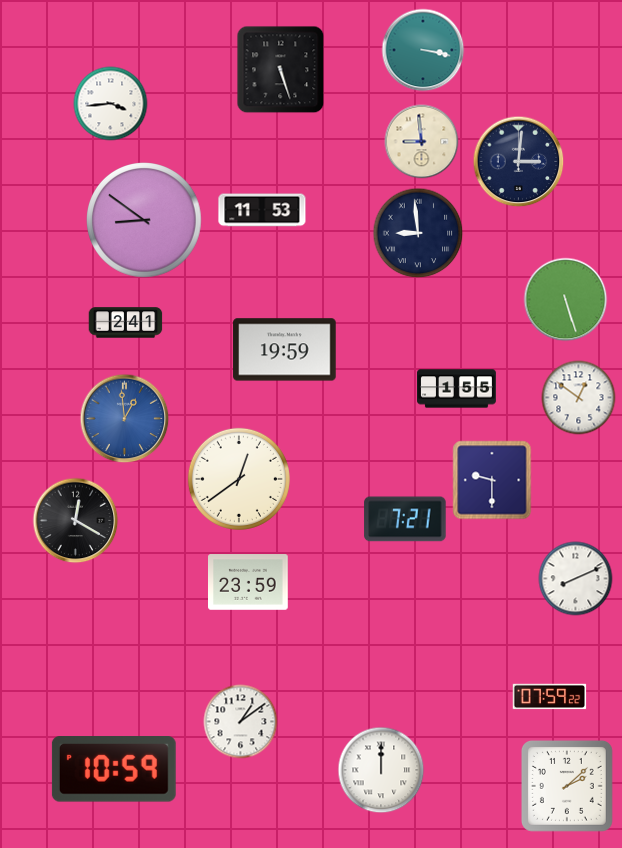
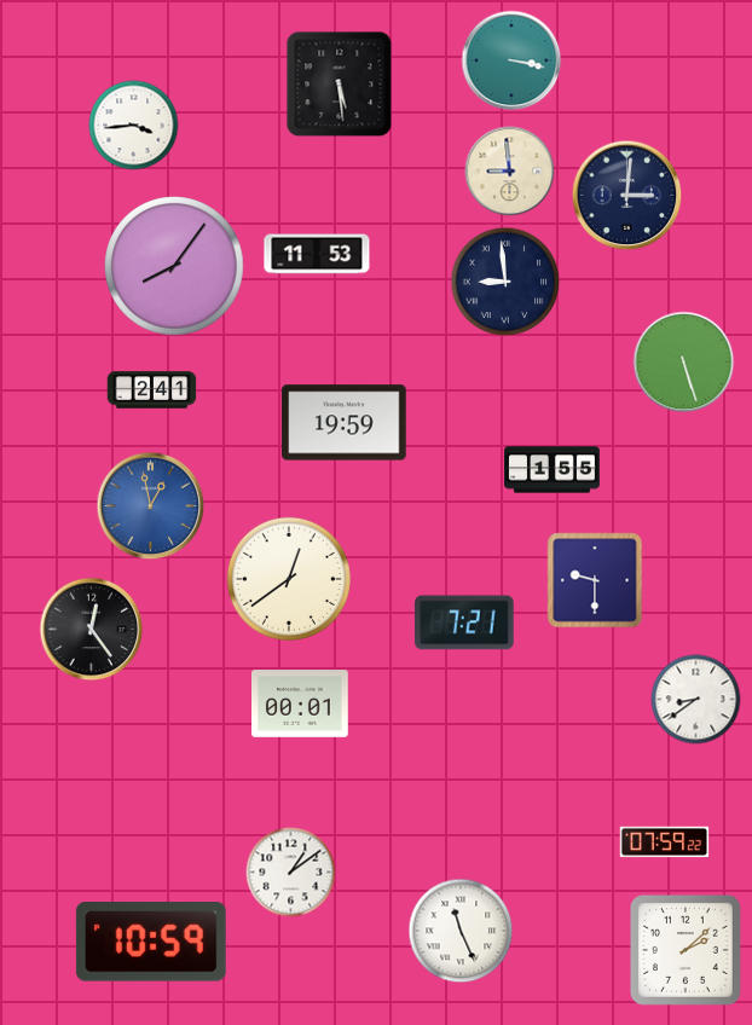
clock at (281, 70): 5:27 -> 5:29
clock at (145, 221): 8:51 -> 8:06
clock at (579, 398): 12:51 -> none
clock at (125, 419): 12:59 -> 12:58
clock at (405, 519) position: (405, 519) -> (464, 622)
clock at (76, 521): 12:20 -> 12:24
clock at (576, 579): 8:11 -> 8:39
clock at (248, 582): 23:59 -> 00:01
clock at (114, 769) position: (114, 769) -> (151, 942)
clock at (381, 770): 12:00 -> 11:26
